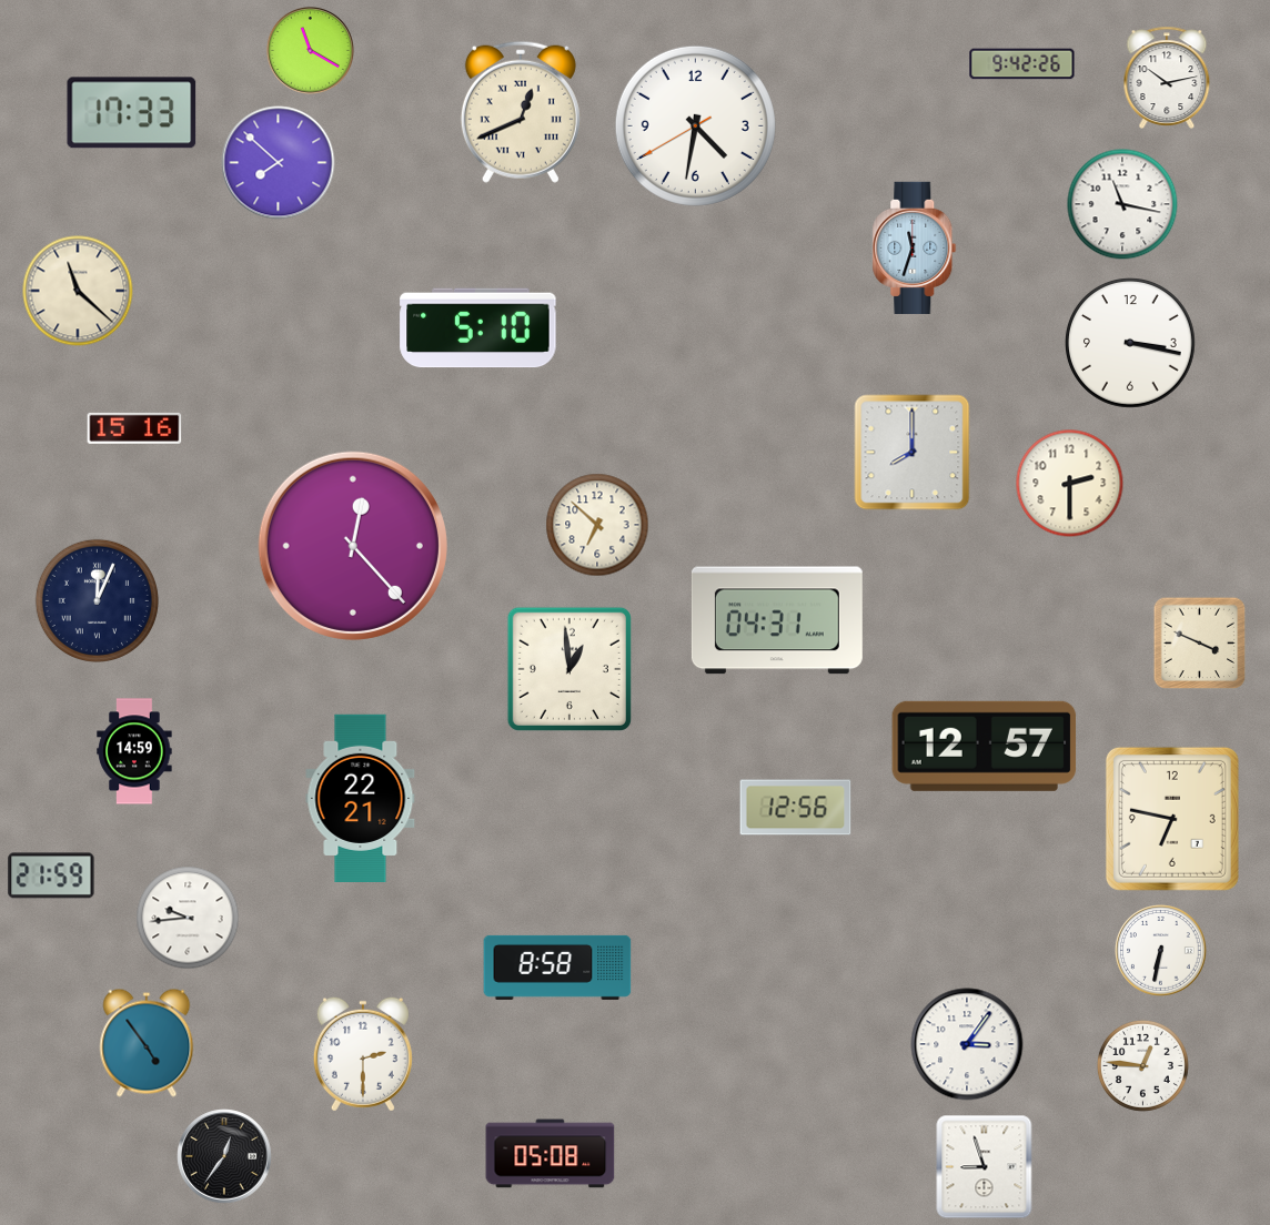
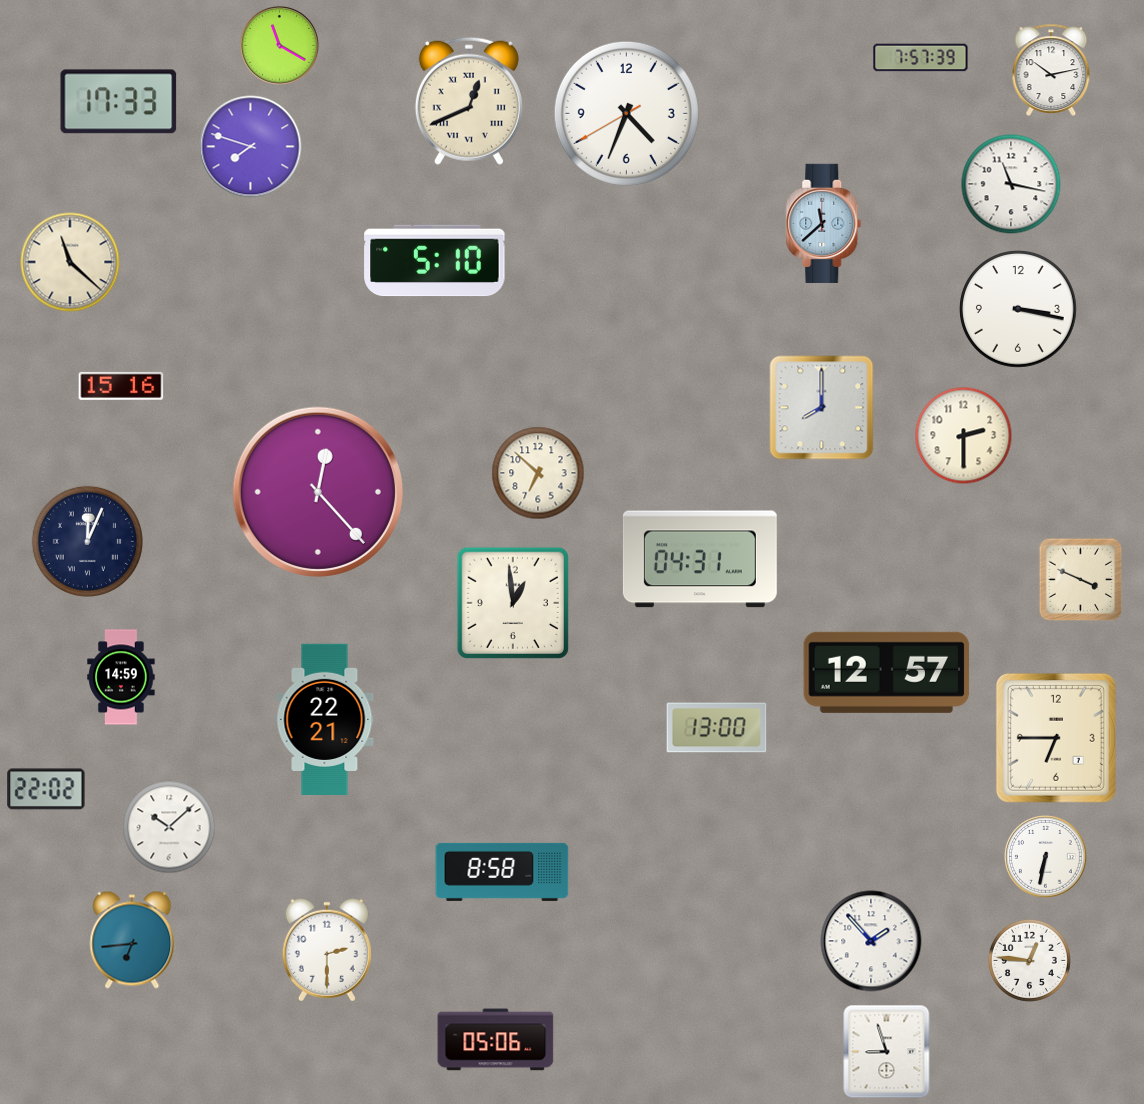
clock at (1022, 64): 9:42 -> 7:57
clock at (695, 125): 4:31 -> 4:33
clock at (279, 163): 7:52 -> 7:48
clock at (915, 247): 11:33 -> 11:38
clock at (478, 328) position: (478, 328) -> (435, 261)
clock at (796, 808): 12:56 -> 13:00
clock at (1172, 819): 6:47 -> 6:45
clock at (51, 875): 21:59 -> 22:02
clock at (188, 918): 9:44 -> 10:08
clock at (147, 1043): 4:54 -> 6:44
clock at (967, 1044): 3:06 -> 1:53
clock at (551, 1154): 05:08 -> 05:06
clock at (224, 1156): 12:36 -> none
